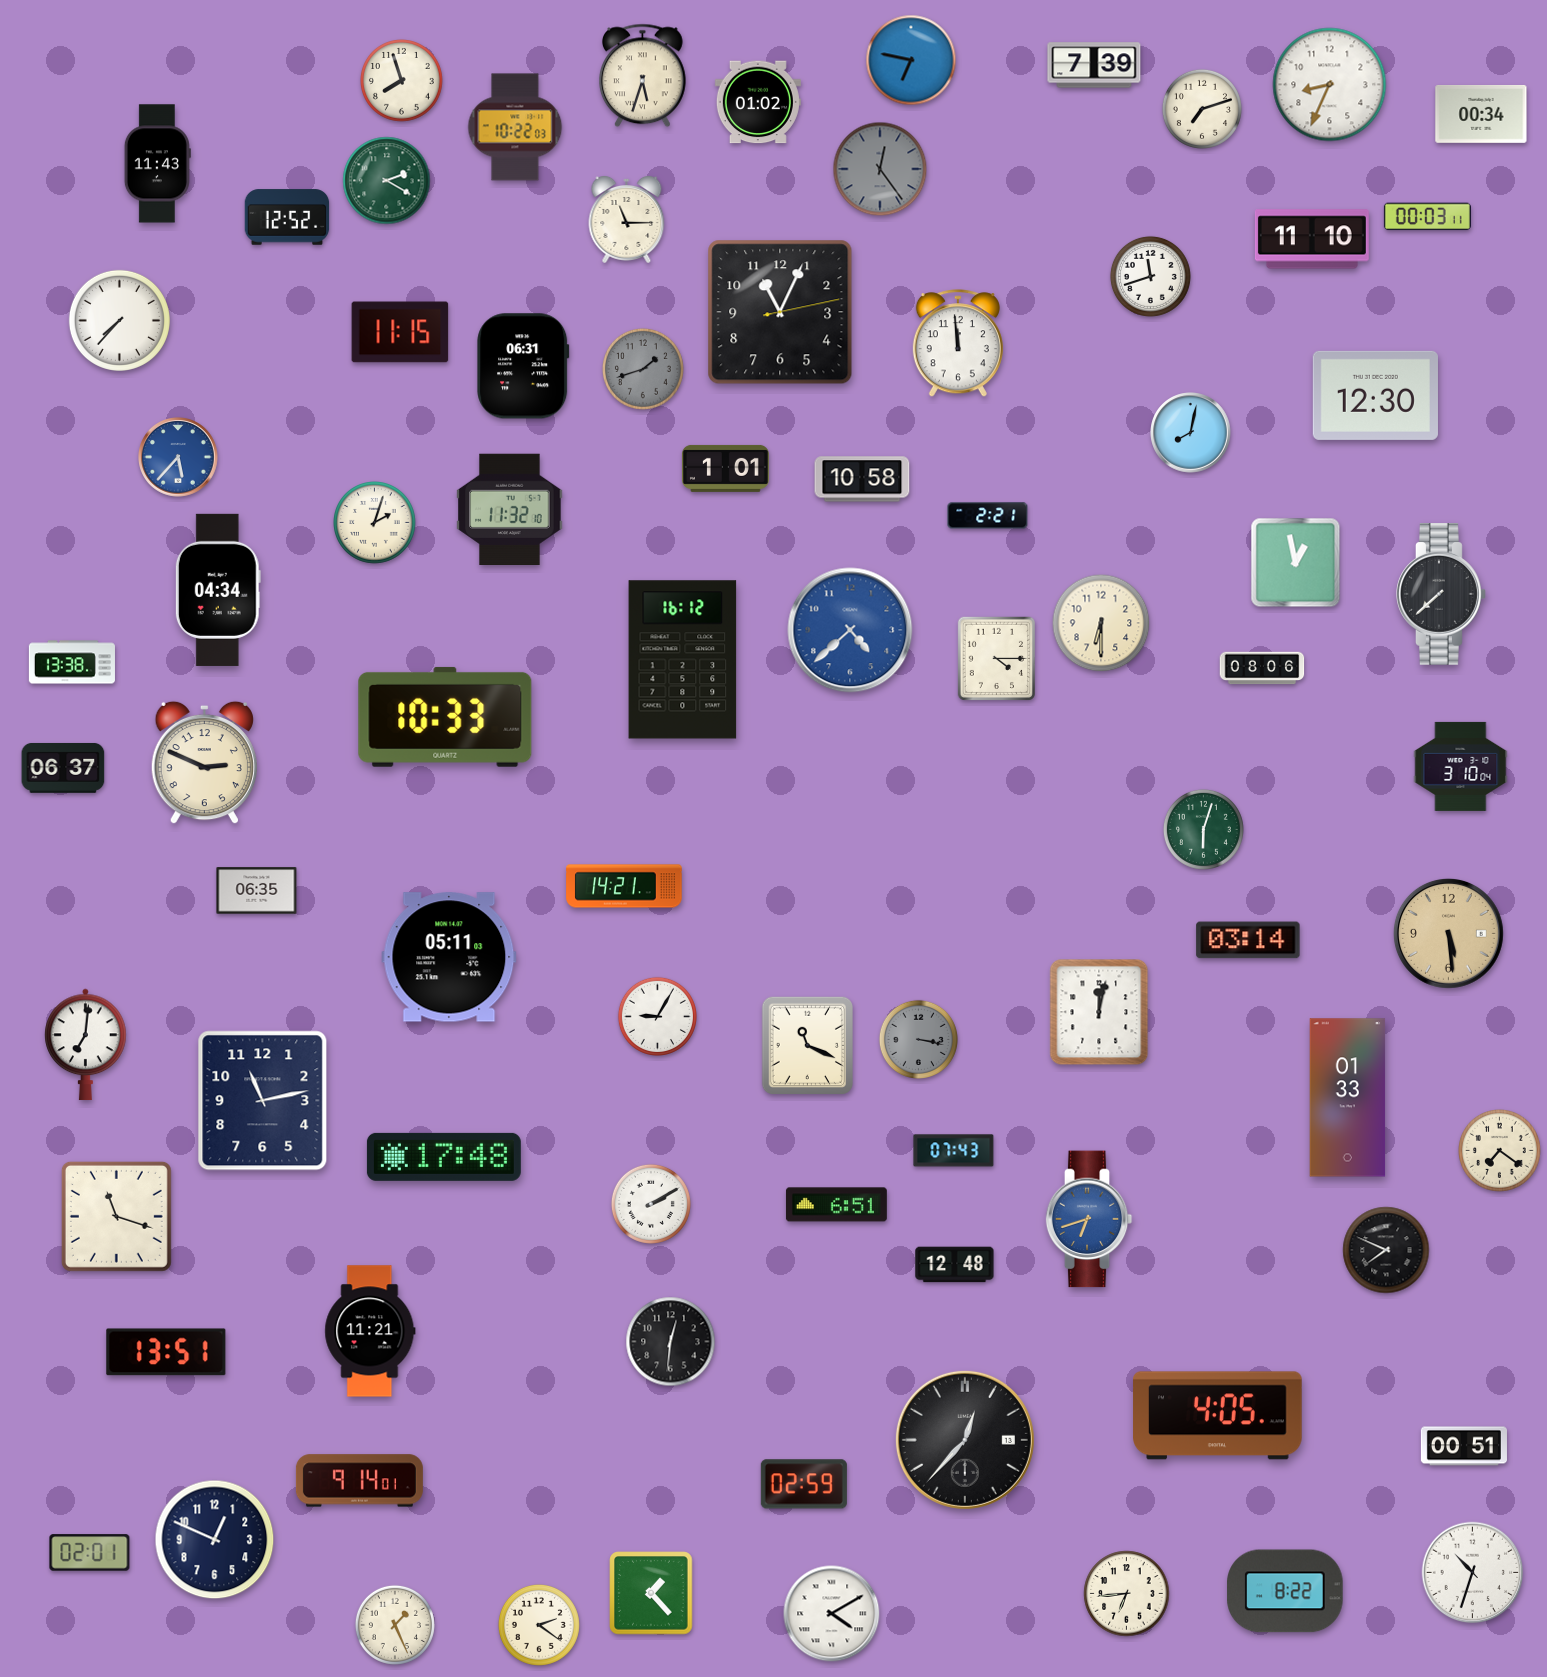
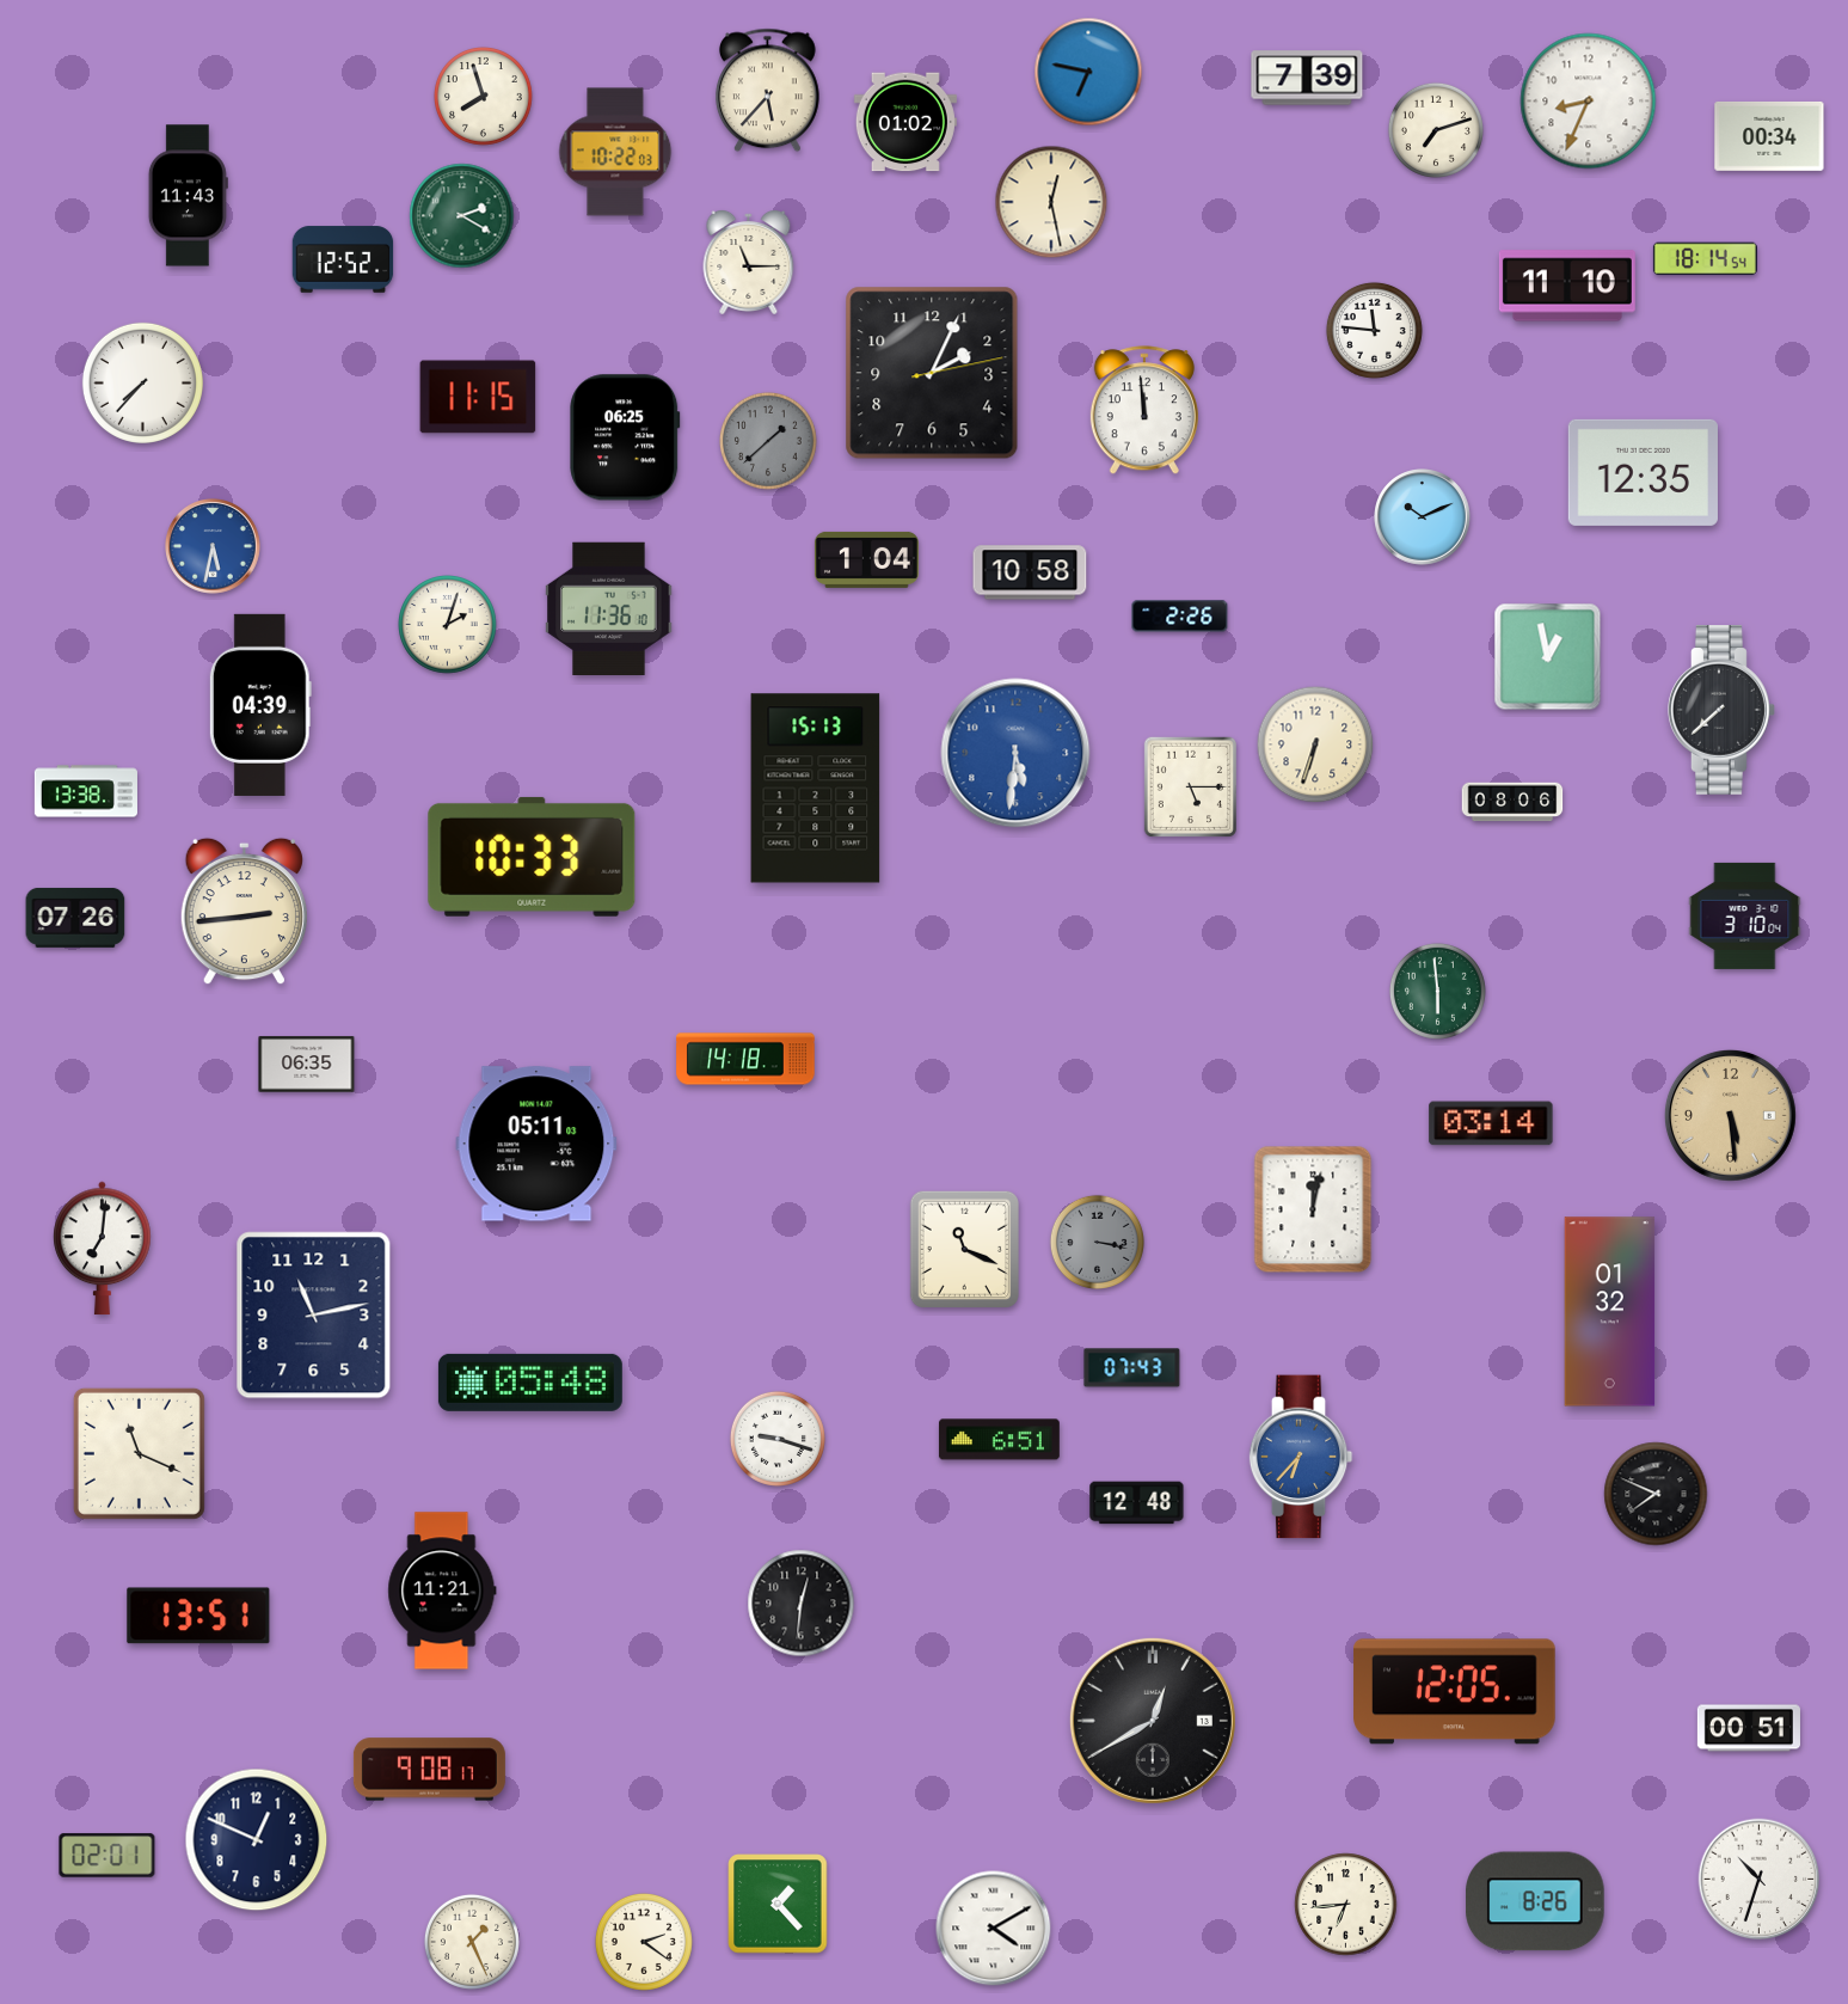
clock at (643, 76): 5:33 -> 5:37
clock at (402, 81) position: (402, 81) -> (484, 97)
clock at (880, 169): 12:24 -> 12:28
clock at (880, 169) dial: grey -> cream
clock at (1427, 217): 00:03 -> 18:14
clock at (1150, 276): 11:42 -> 11:46
clock at (780, 312): 11:04 -> 2:04
clock at (523, 366): 06:31 -> 06:25
clock at (643, 369): 1:42 -> 1:38
clock at (1375, 395): 12:30 -> 12:35
clock at (1191, 433): 8:02 -> 10:11
clock at (179, 458): 5:37 -> 5:32
clock at (725, 468): 1:01 -> 1:04
clock at (510, 509): 11:32 -> 11:36
clock at (988, 516): 2:21 -> 2:26
clock at (1296, 563) position: (1296, 563) -> (1548, 657)
clock at (218, 590): 04:34 -> 04:39
clock at (1101, 623): 6:30 -> 6:33
clock at (850, 630): 4:38 -> 5:31
clock at (996, 658): 4:15 -> 5:15
clock at (683, 660): 16:12 -> 15:13
clock at (1262, 668) position: (1262, 668) -> (1512, 802)
clock at (204, 763): 2:49 -> 2:44
clock at (63, 768): 06:37 -> 07:26
clock at (1203, 829): 6:03 -> 5:59
clock at (624, 886): 14:21 -> 14:18
clock at (657, 1016): 9:05 -> none
clock at (1348, 1098): 01:33 -> 01:32
clock at (954, 1151) position: (954, 1151) -> (1132, 1368)
clock at (1500, 1151): 7:21 -> none
clock at (444, 1157): 17:48 -> 05:48
clock at (651, 1204): 2:10 -> 9:18
clock at (116, 1216): 11:18 -> 11:19
clock at (1089, 1219): 6:42 -> 6:37
clock at (955, 1265) position: (955, 1265) -> (1137, 1503)
clock at (1218, 1416): 4:05 -> 12:05
clock at (965, 1440): 12:37 -> 12:40
clock at (359, 1481): 9:14 -> 9:08
clock at (804, 1484): 02:59 -> none
clock at (1285, 1591): 8:22 -> 8:26
